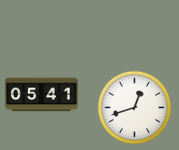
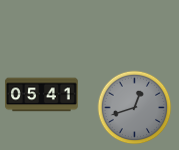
clock at (135, 108) dial: white -> grey
